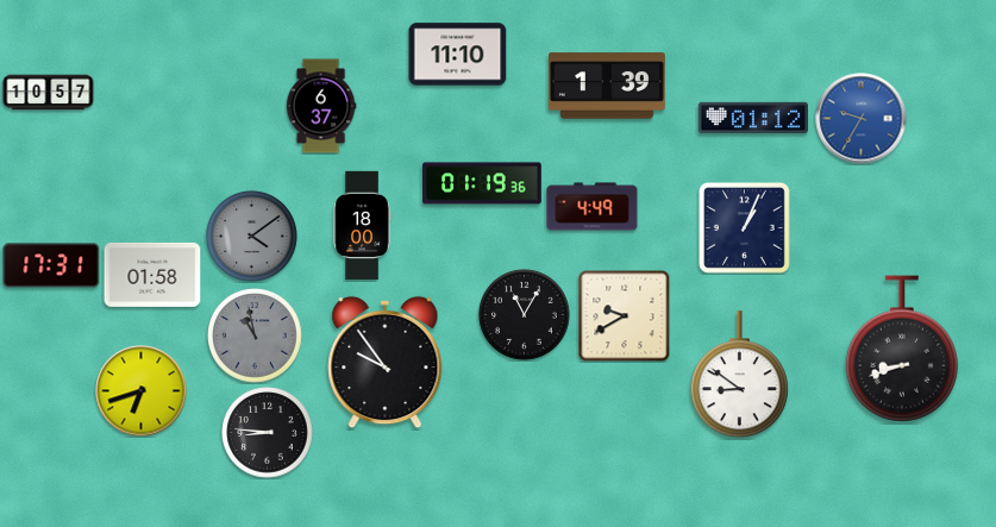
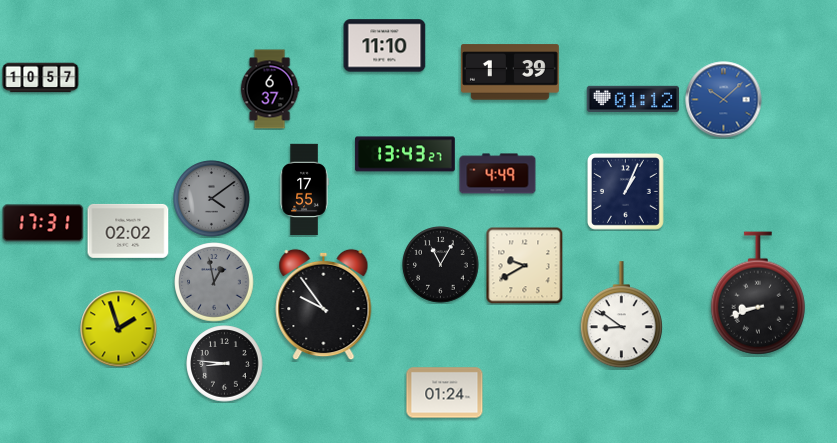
clock at (862, 119): 9:35 -> 10:08
clock at (482, 183): 01:19 -> 13:43
clock at (362, 226): 18:00 -> 17:55
clock at (152, 275): 01:58 -> 02:02
clock at (255, 335): 10:58 -> 12:58
clock at (142, 391): 6:42 -> 1:57
clock at (445, 393): none -> 01:24
